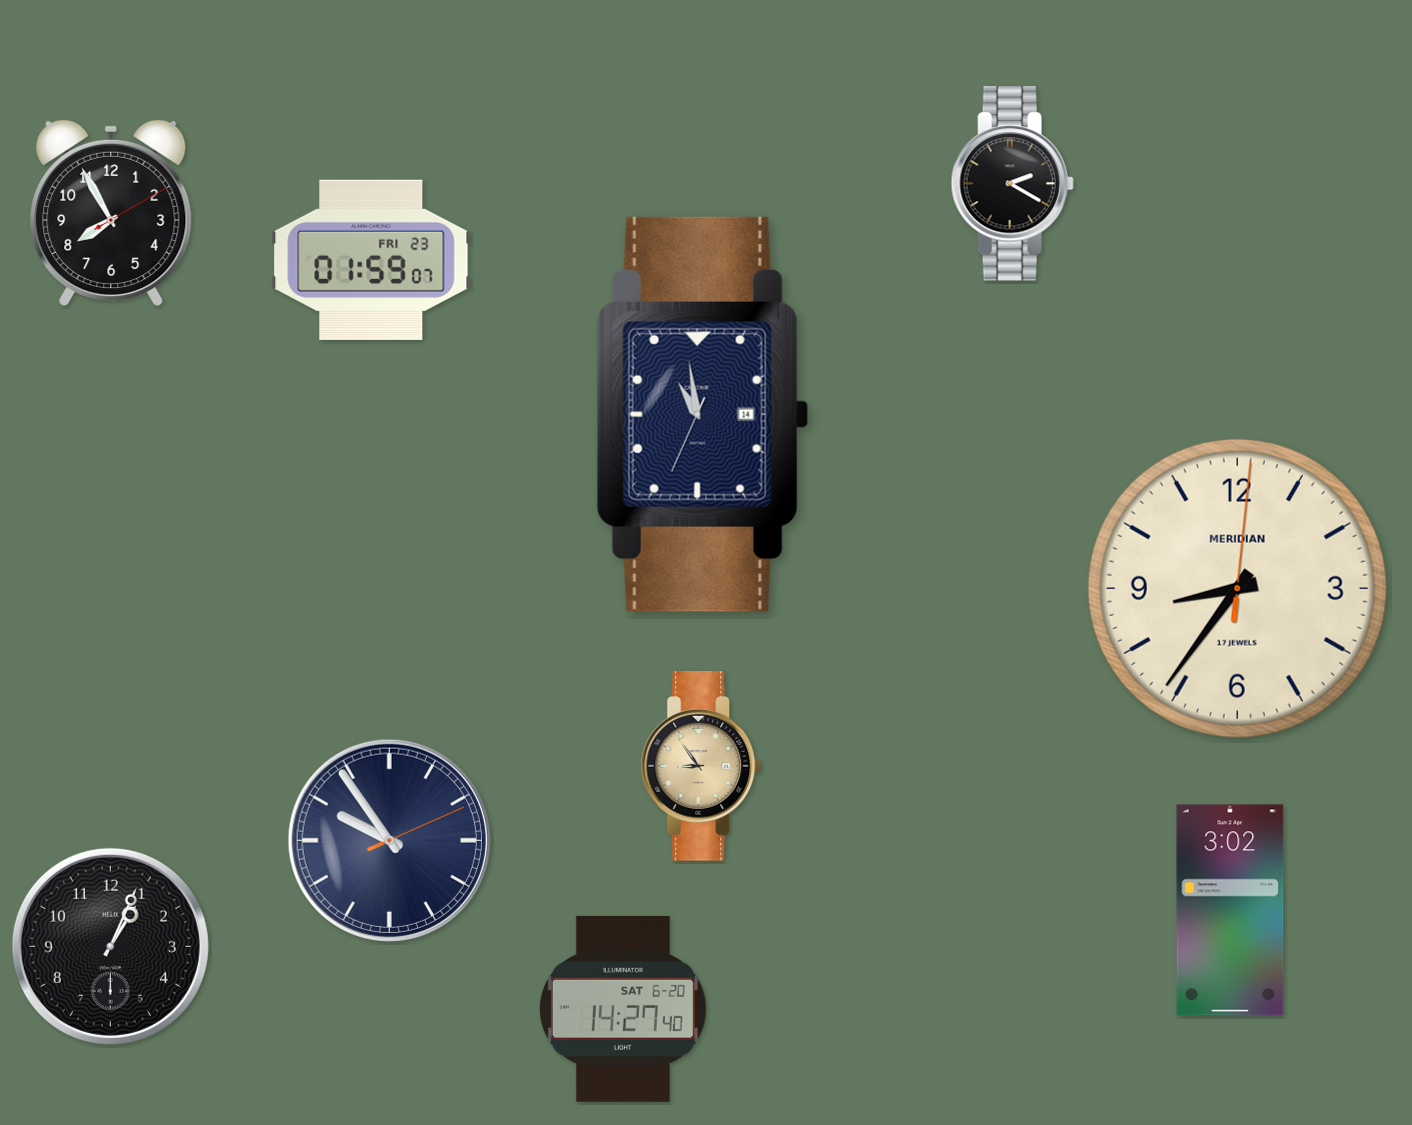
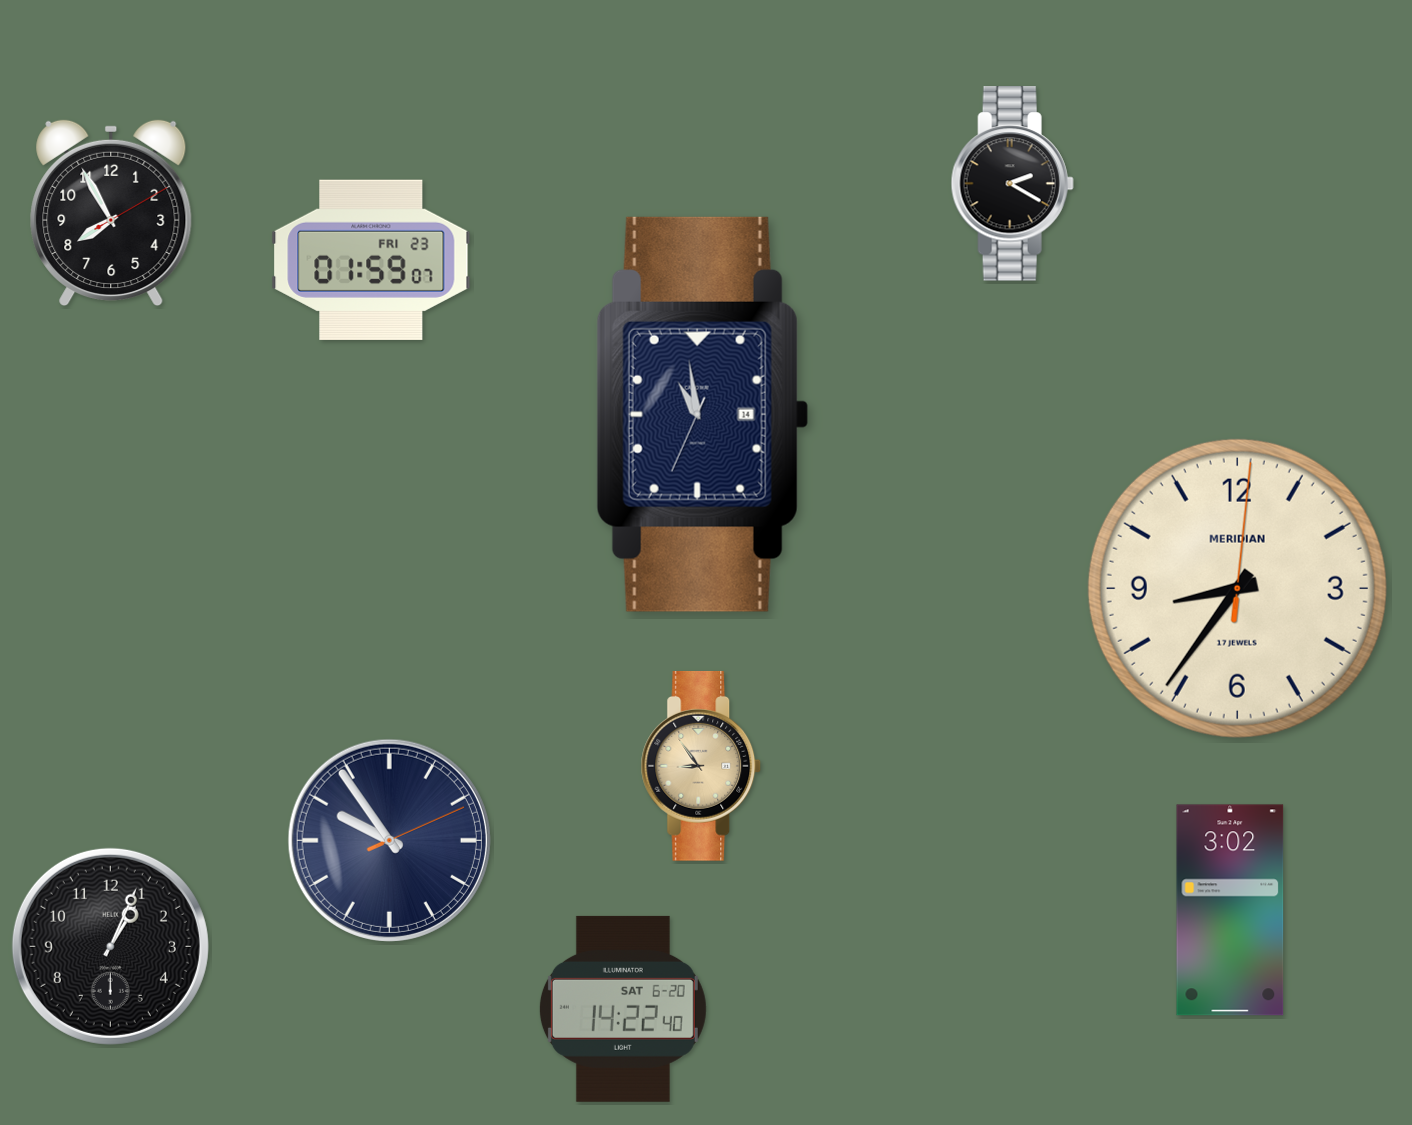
clock at (623, 1009): 14:27 -> 14:22
